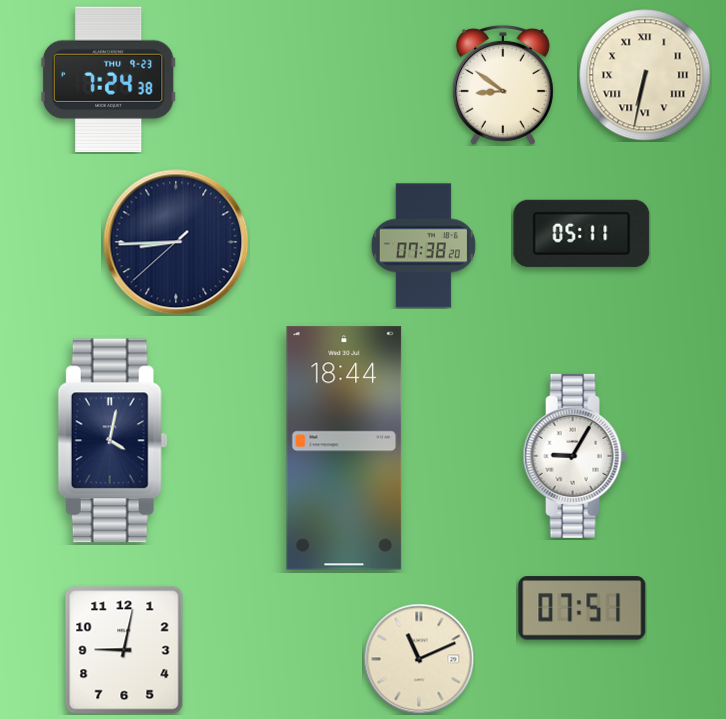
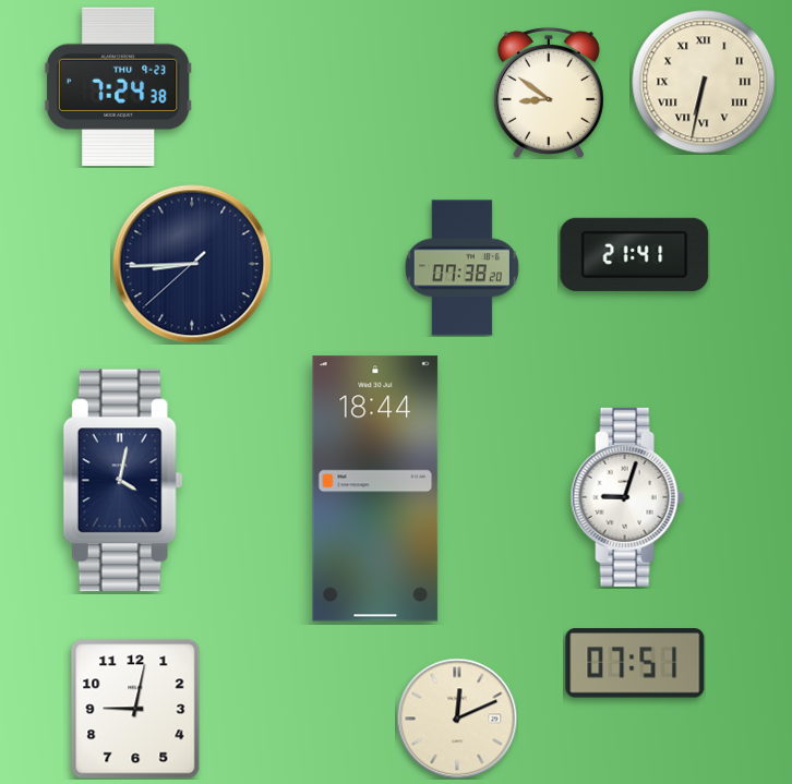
clock at (582, 233): 05:11 -> 21:41
clock at (575, 456): 9:05 -> 9:03
clock at (419, 659): 11:11 -> 12:11
